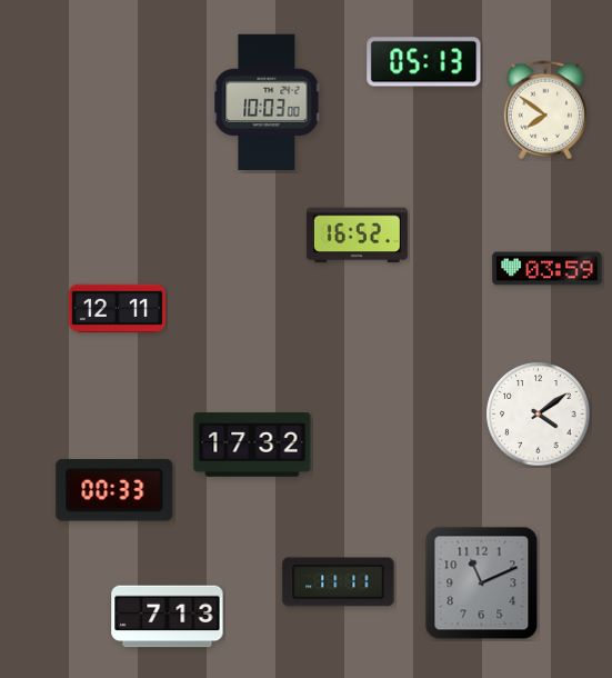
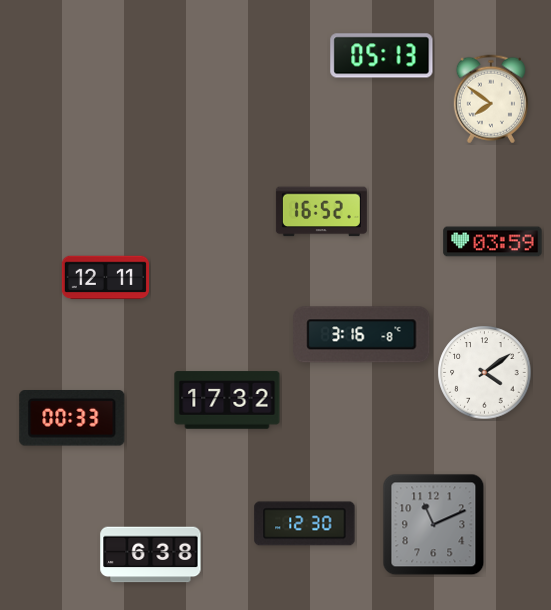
clock at (267, 102): 10:03 -> none
clock at (362, 335): none -> 3:16
clock at (114, 490) position: (114, 490) -> (72, 418)
clock at (339, 582): 11:11 -> 12:30
clock at (168, 617): 7:13 -> 6:38
